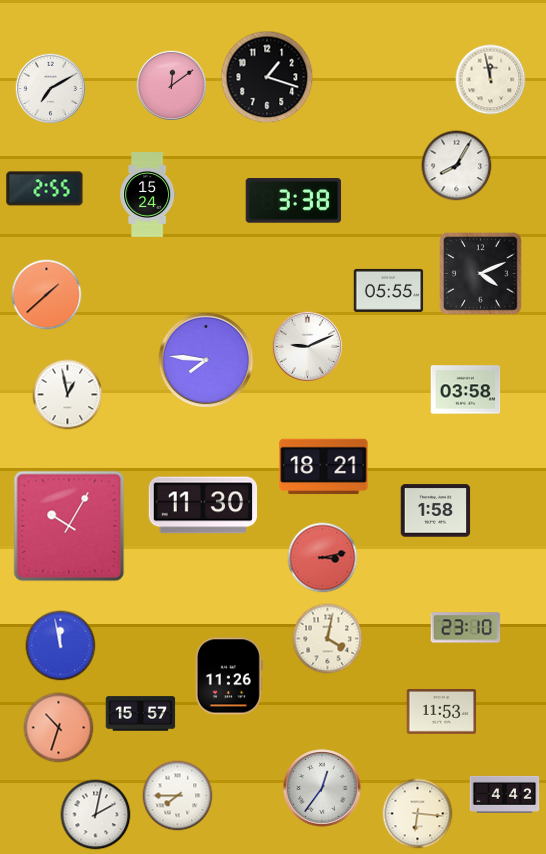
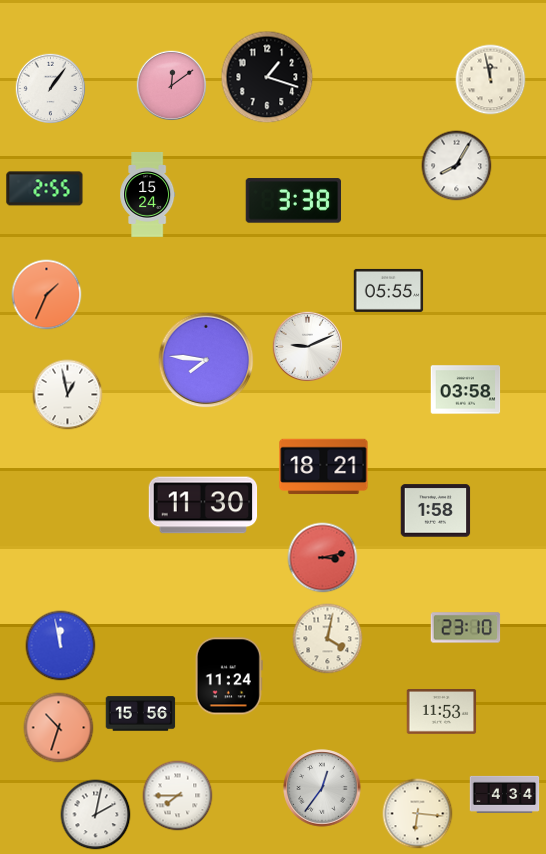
clock at (50, 88): 7:10 -> 1:06
clock at (481, 274): 4:11 -> none
clock at (47, 295): 1:38 -> 1:34
clock at (69, 526): 10:05 -> none
clock at (229, 676): 11:26 -> 11:24
clock at (141, 714): 15:57 -> 15:56
clock at (505, 794): 4:42 -> 4:34
